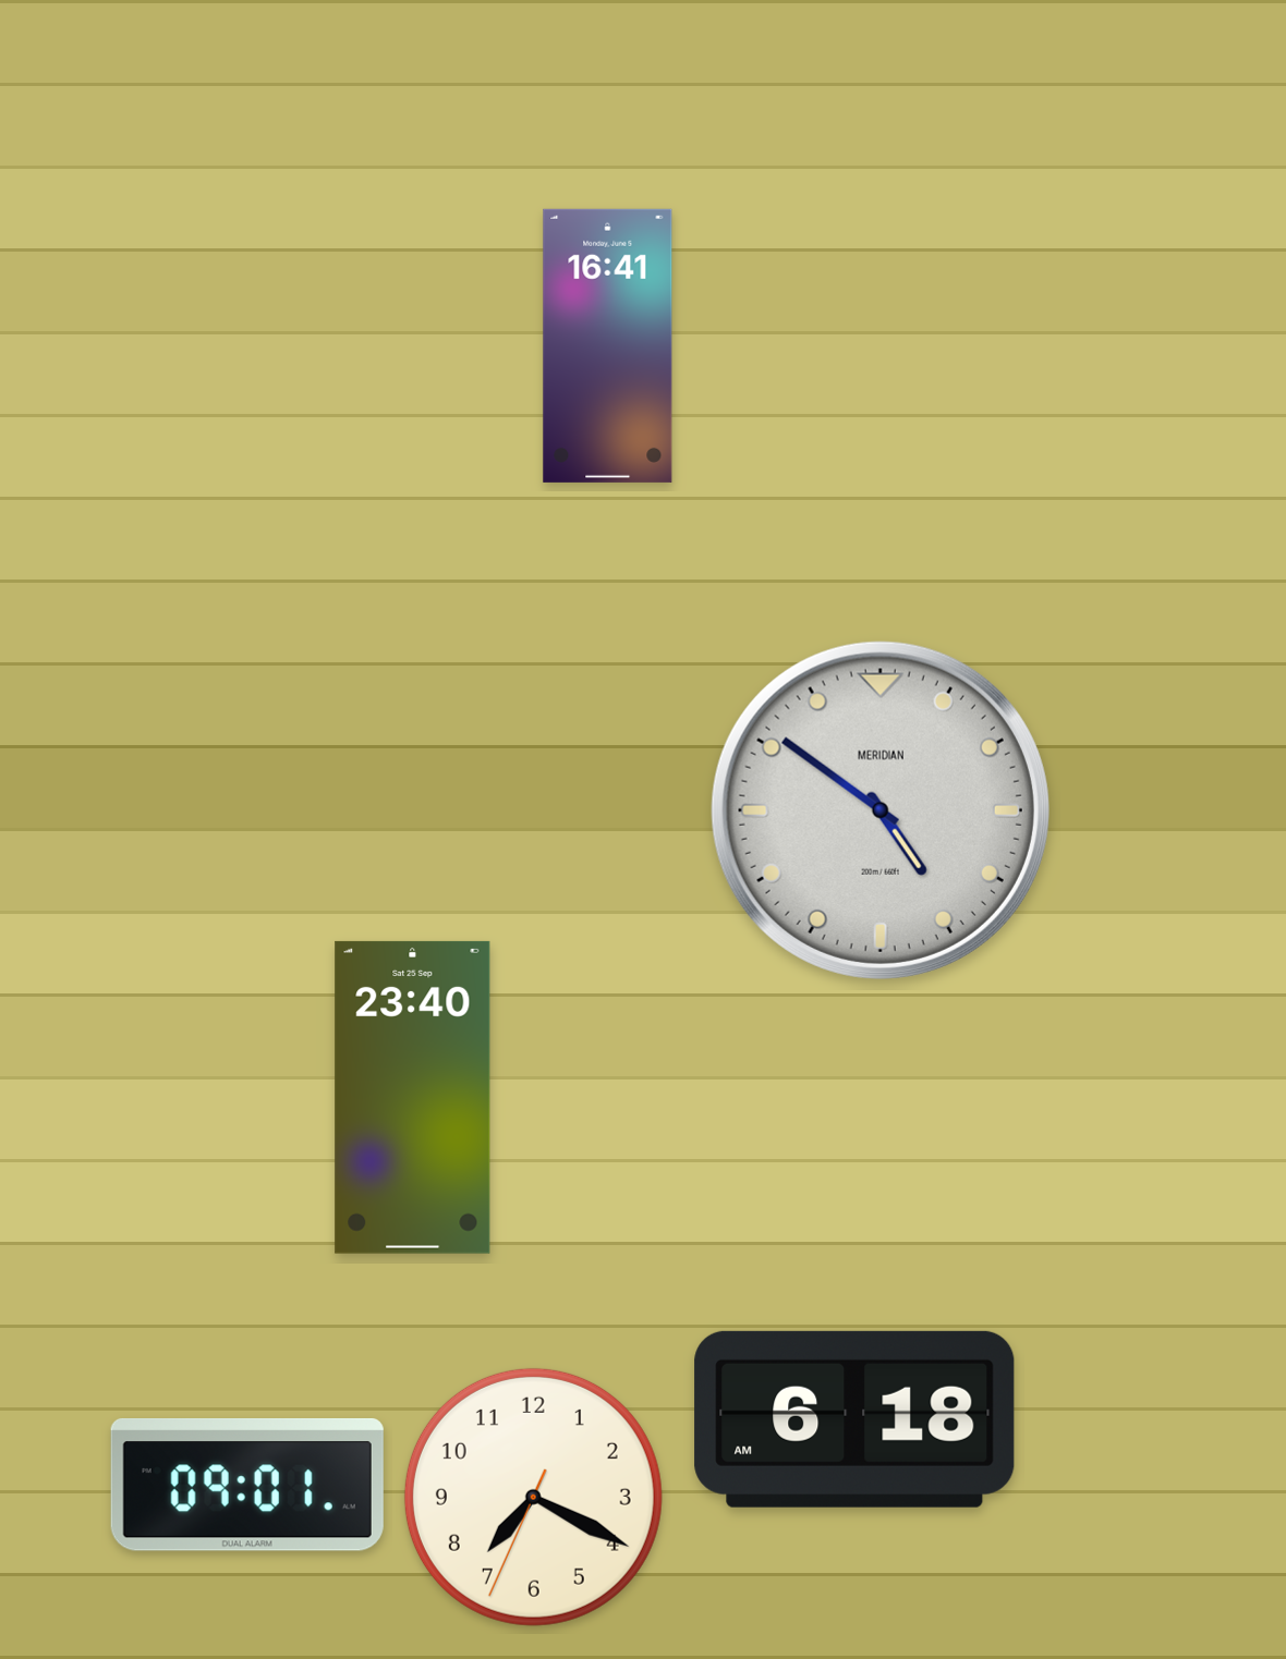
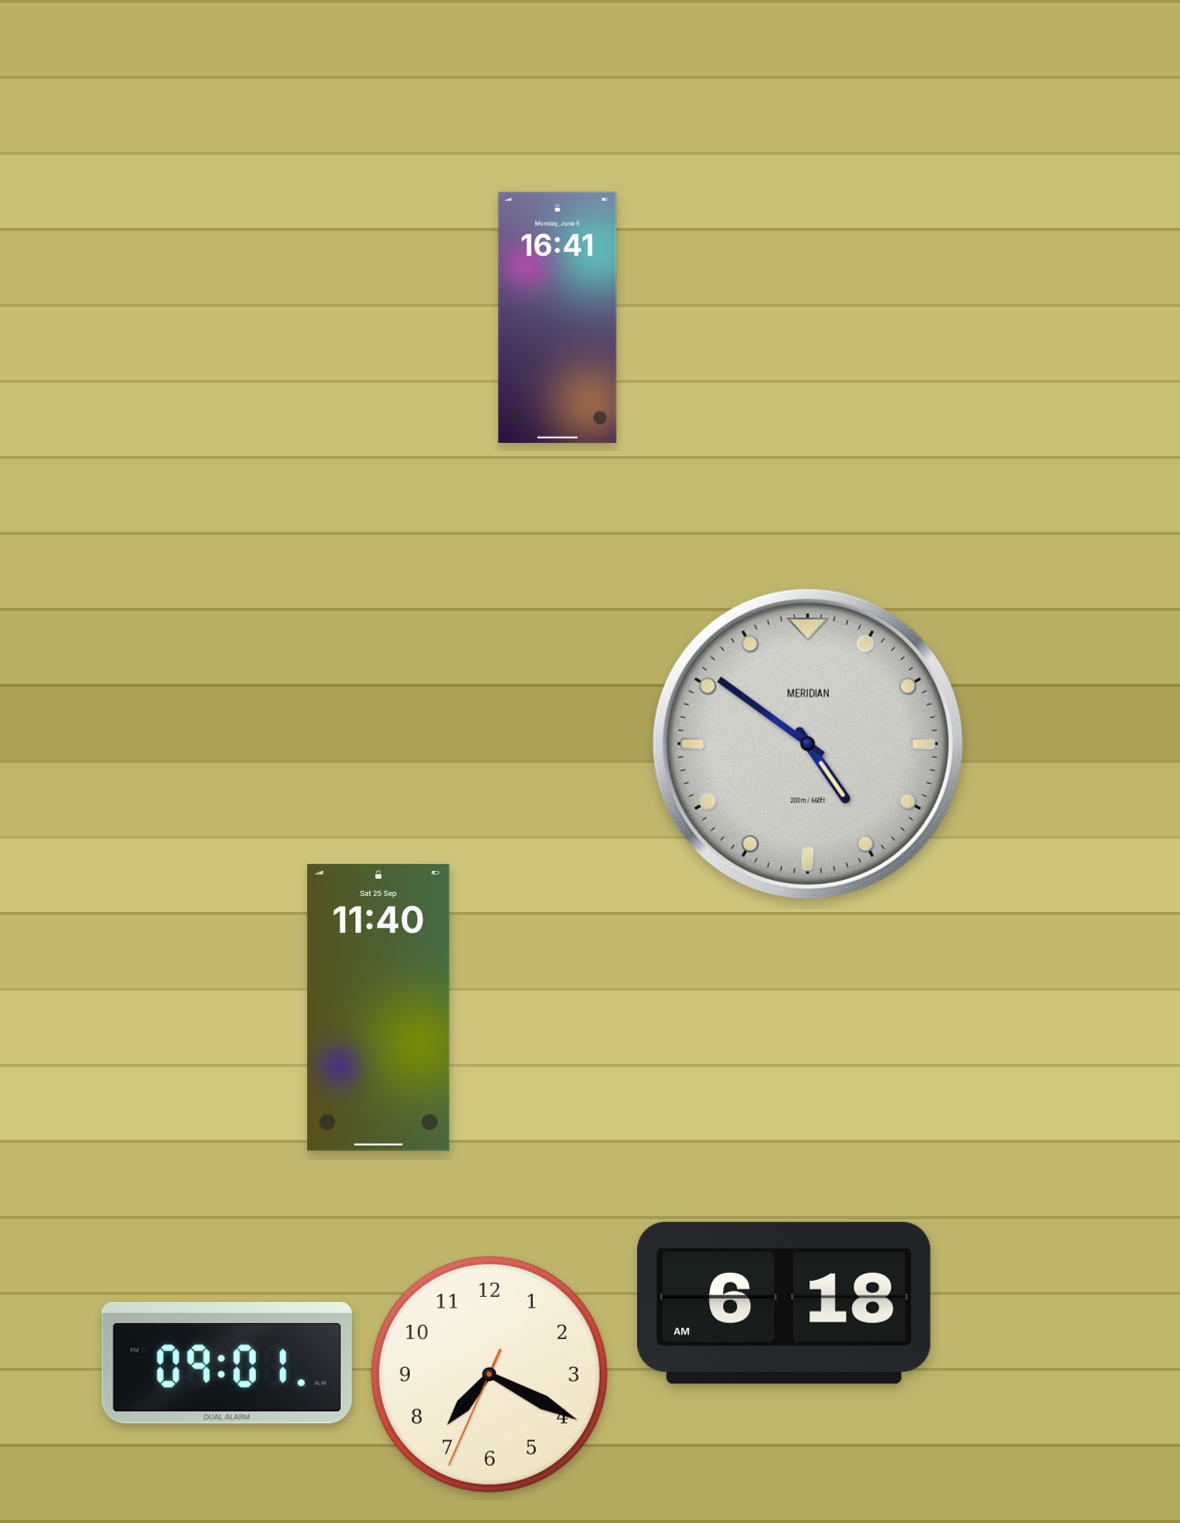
clock at (413, 1097): 23:40 -> 11:40
